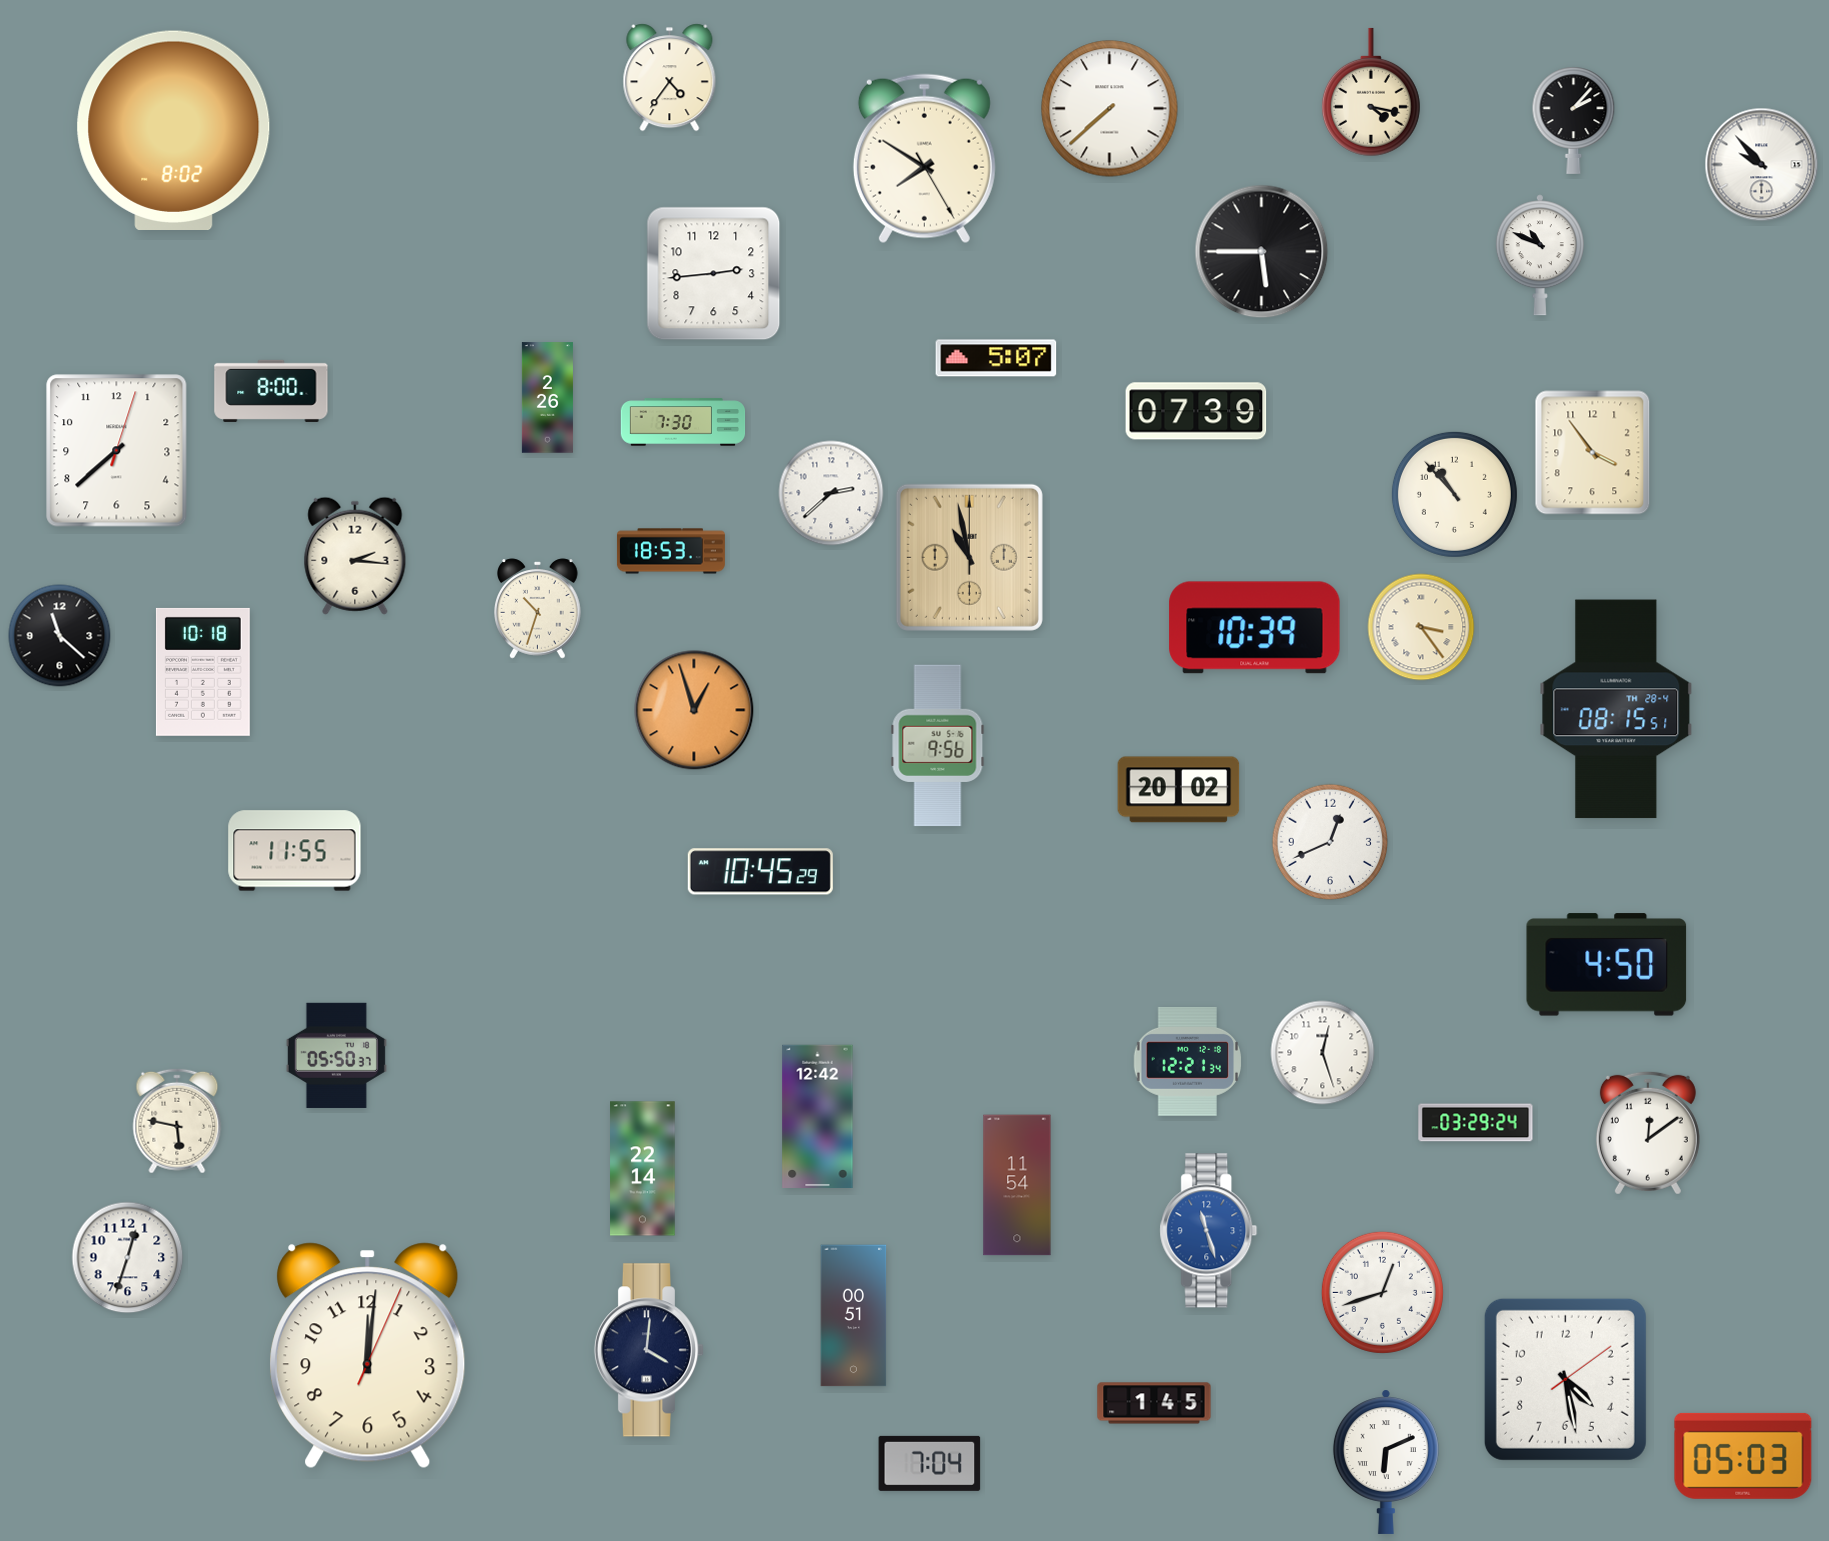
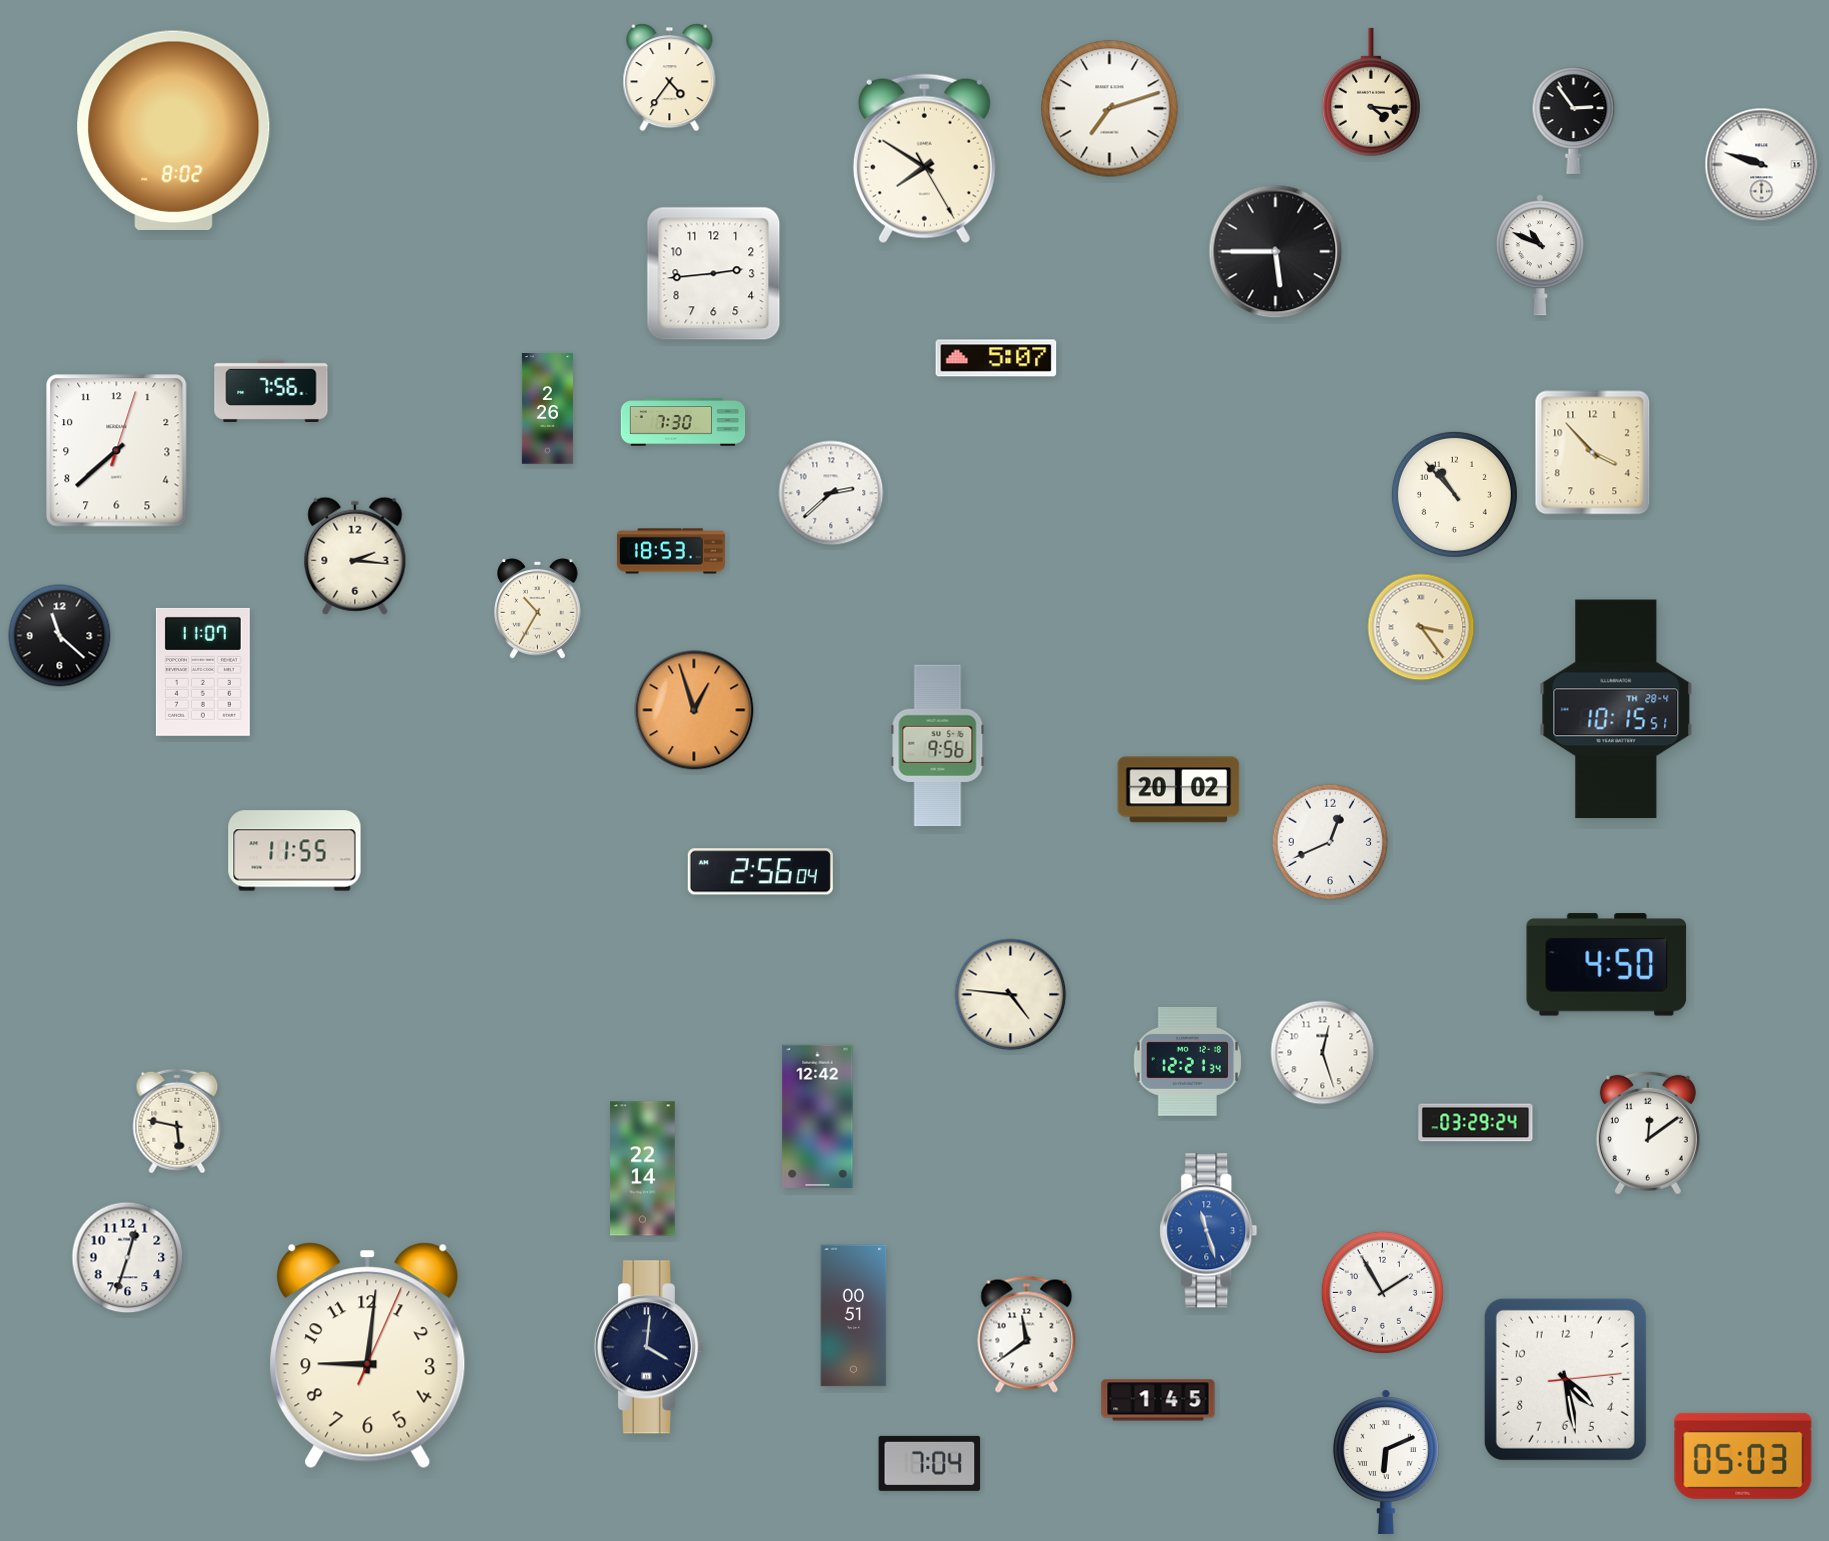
clock at (1371, 92): 4:17 -> 4:16
clock at (1110, 109): 7:38 -> 7:12
clock at (1574, 120): 2:07 -> 2:54
clock at (1762, 165): 9:53 -> 9:48
clock at (1262, 252) position: (1262, 252) -> (1276, 252)
clock at (271, 391): 8:00 -> 7:56
clock at (547, 398) position: (547, 398) -> (547, 409)
clock at (1196, 411): 07:39 -> none
clock at (1593, 453): 3:54 -> 3:53
clock at (969, 557): 10:58 -> none
clock at (538, 609): 10:33 -> 10:35
clock at (1255, 628): 10:39 -> none
clock at (203, 672): 10:18 -> 11:07
clock at (1616, 709): 08:15 -> 10:15
clock at (760, 872): 10:45 -> 2:56
clock at (1011, 995): none -> 4:46
clock at (336, 1055): 05:50 -> none
clock at (1017, 1185): 11:54 -> none
clock at (1382, 1292): 12:42 -> 1:55
clock at (1027, 1334): none -> 11:39
clock at (649, 1350) position: (649, 1350) -> (649, 1347)
clock at (368, 1356): 12:01 -> 9:01
clock at (1565, 1379): 4:28:09 -> 4:28:14
clock at (1154, 1403) position: (1154, 1403) -> (1158, 1400)
